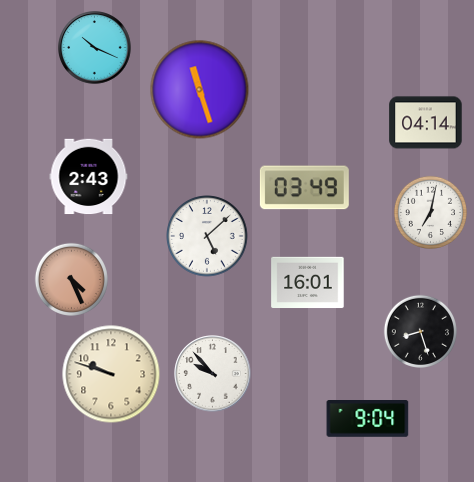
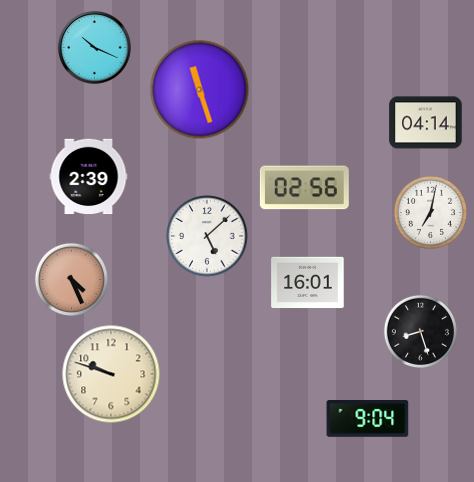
clock at (89, 177): 2:43 -> 2:39
clock at (304, 188): 03:49 -> 02:56
clock at (213, 374): 9:53 -> none
